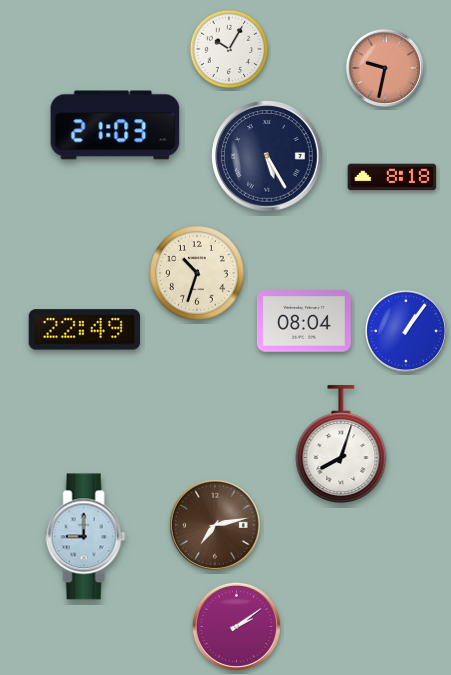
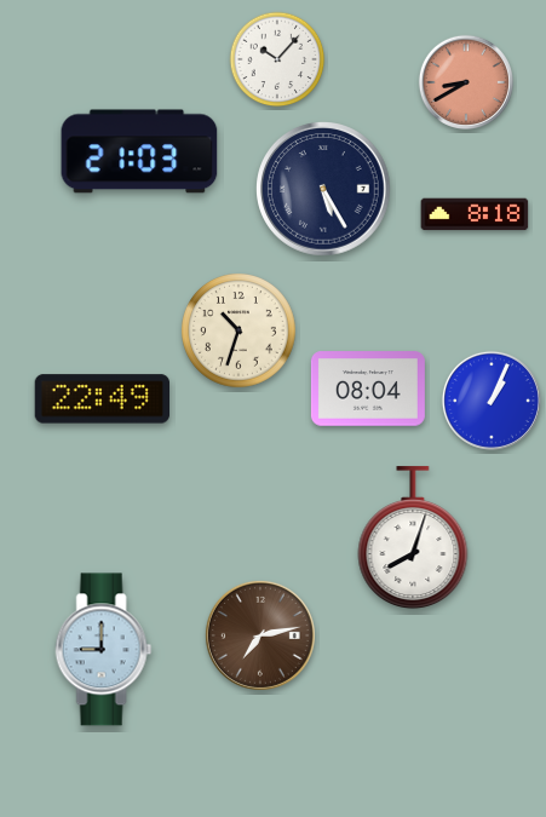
clock at (229, 49): 10:05 -> 10:07
clock at (385, 68): 9:32 -> 8:40
clock at (406, 331): 1:06 -> 1:04
clock at (236, 626): 2:09 -> none
